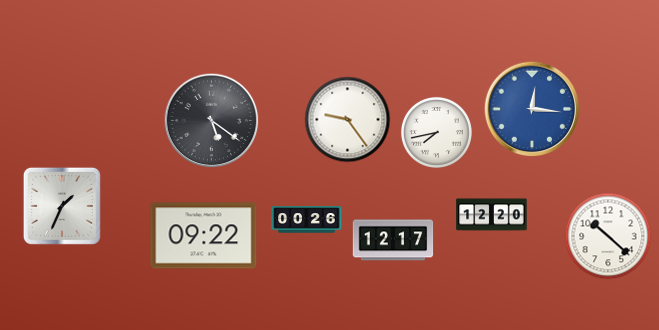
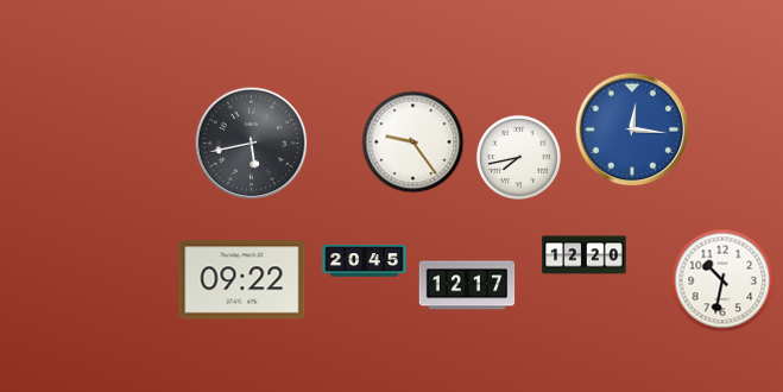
clock at (212, 121): 5:21 -> 5:43
clock at (62, 206): 1:34 -> none
clock at (307, 220): 00:26 -> 20:45
clock at (608, 236): 10:22 -> 10:32
